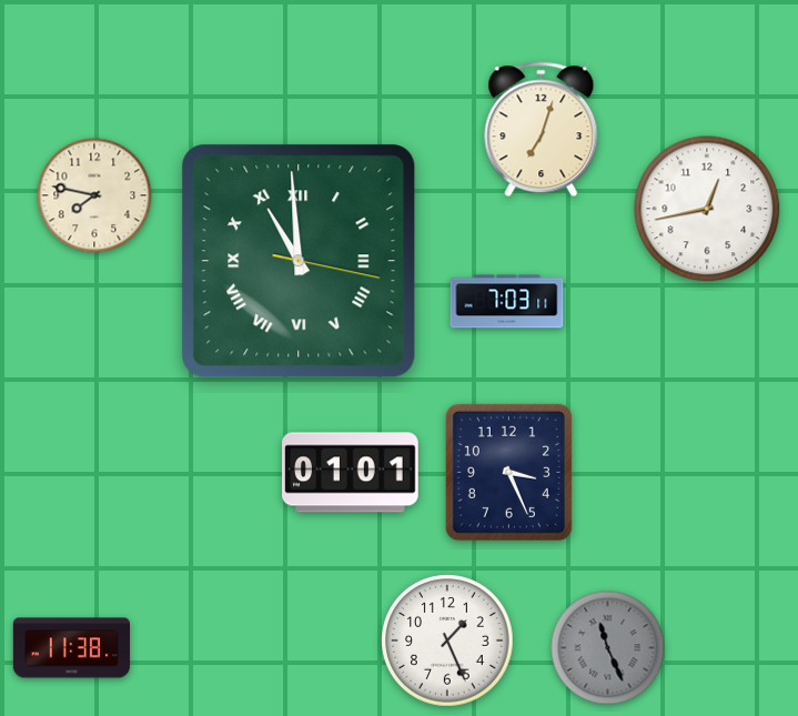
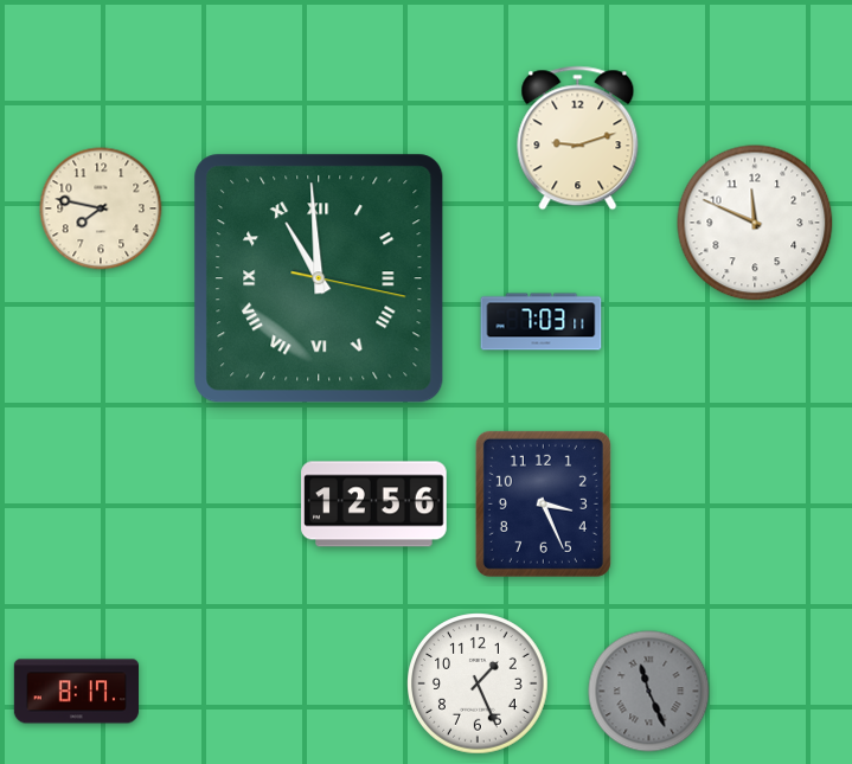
clock at (542, 130): 7:03 -> 9:12
clock at (707, 209): 12:43 -> 11:49
clock at (351, 473): 01:01 -> 12:56
clock at (71, 648): 11:38 -> 8:17
